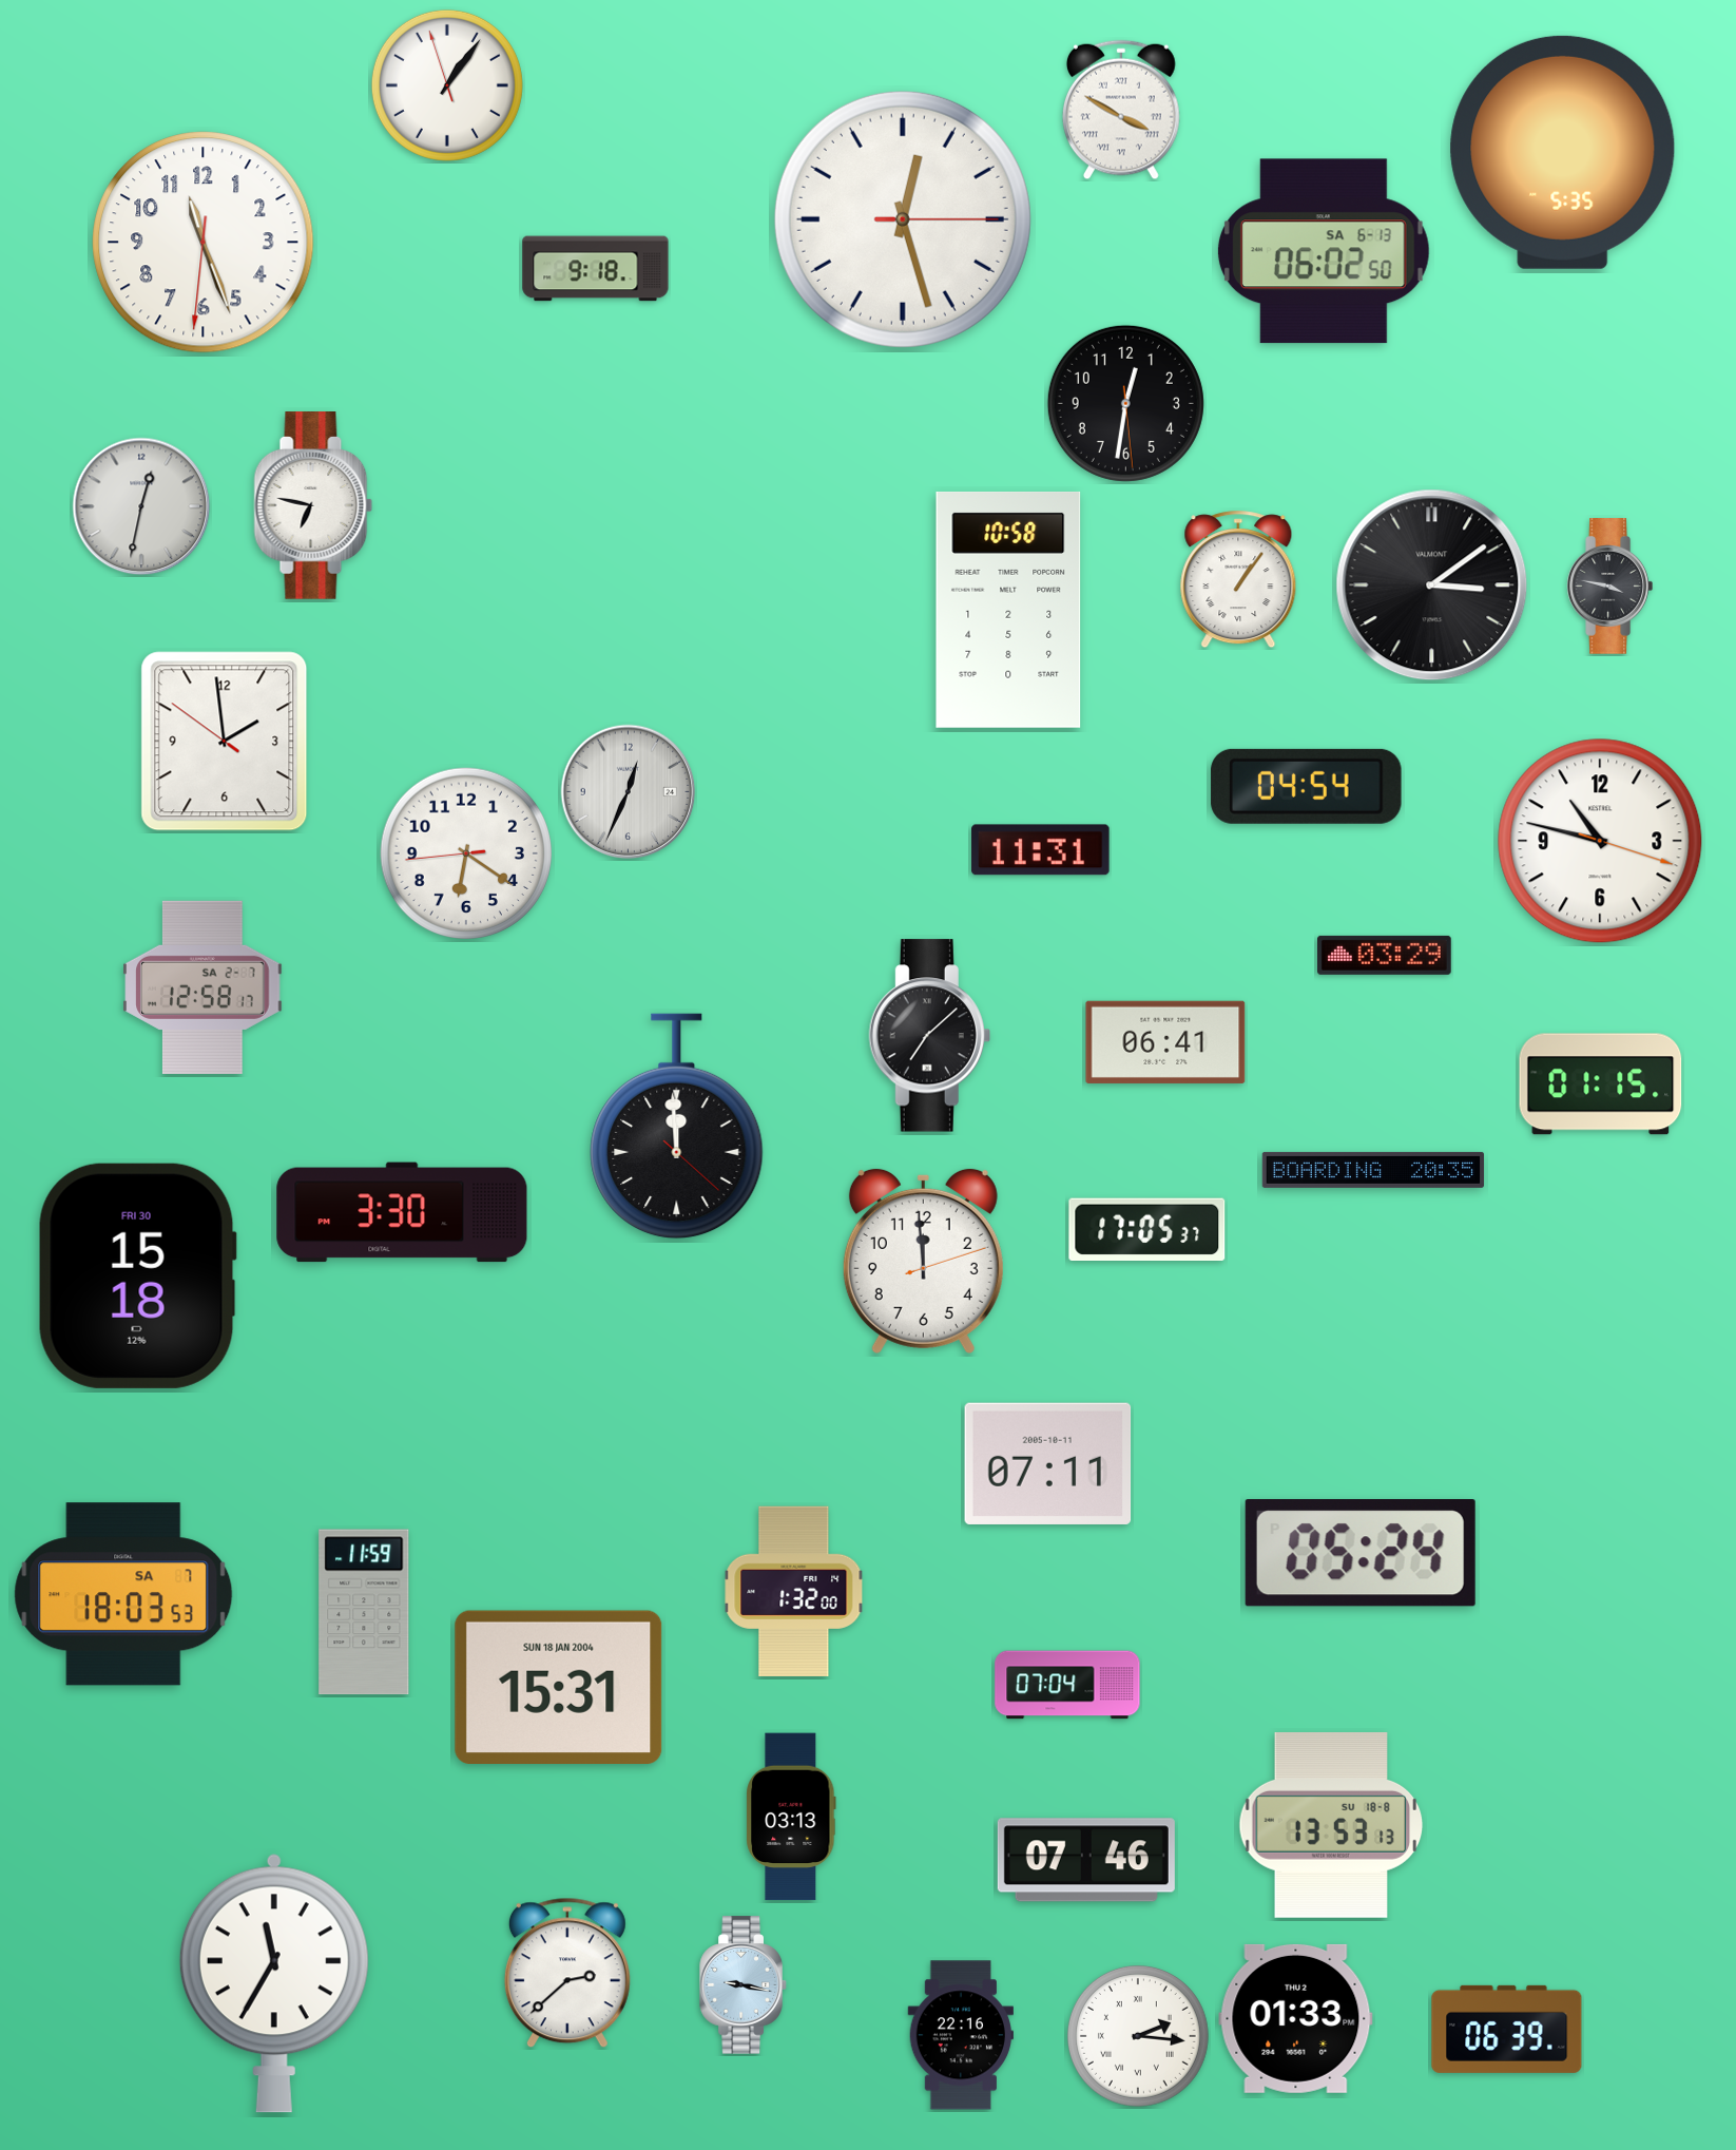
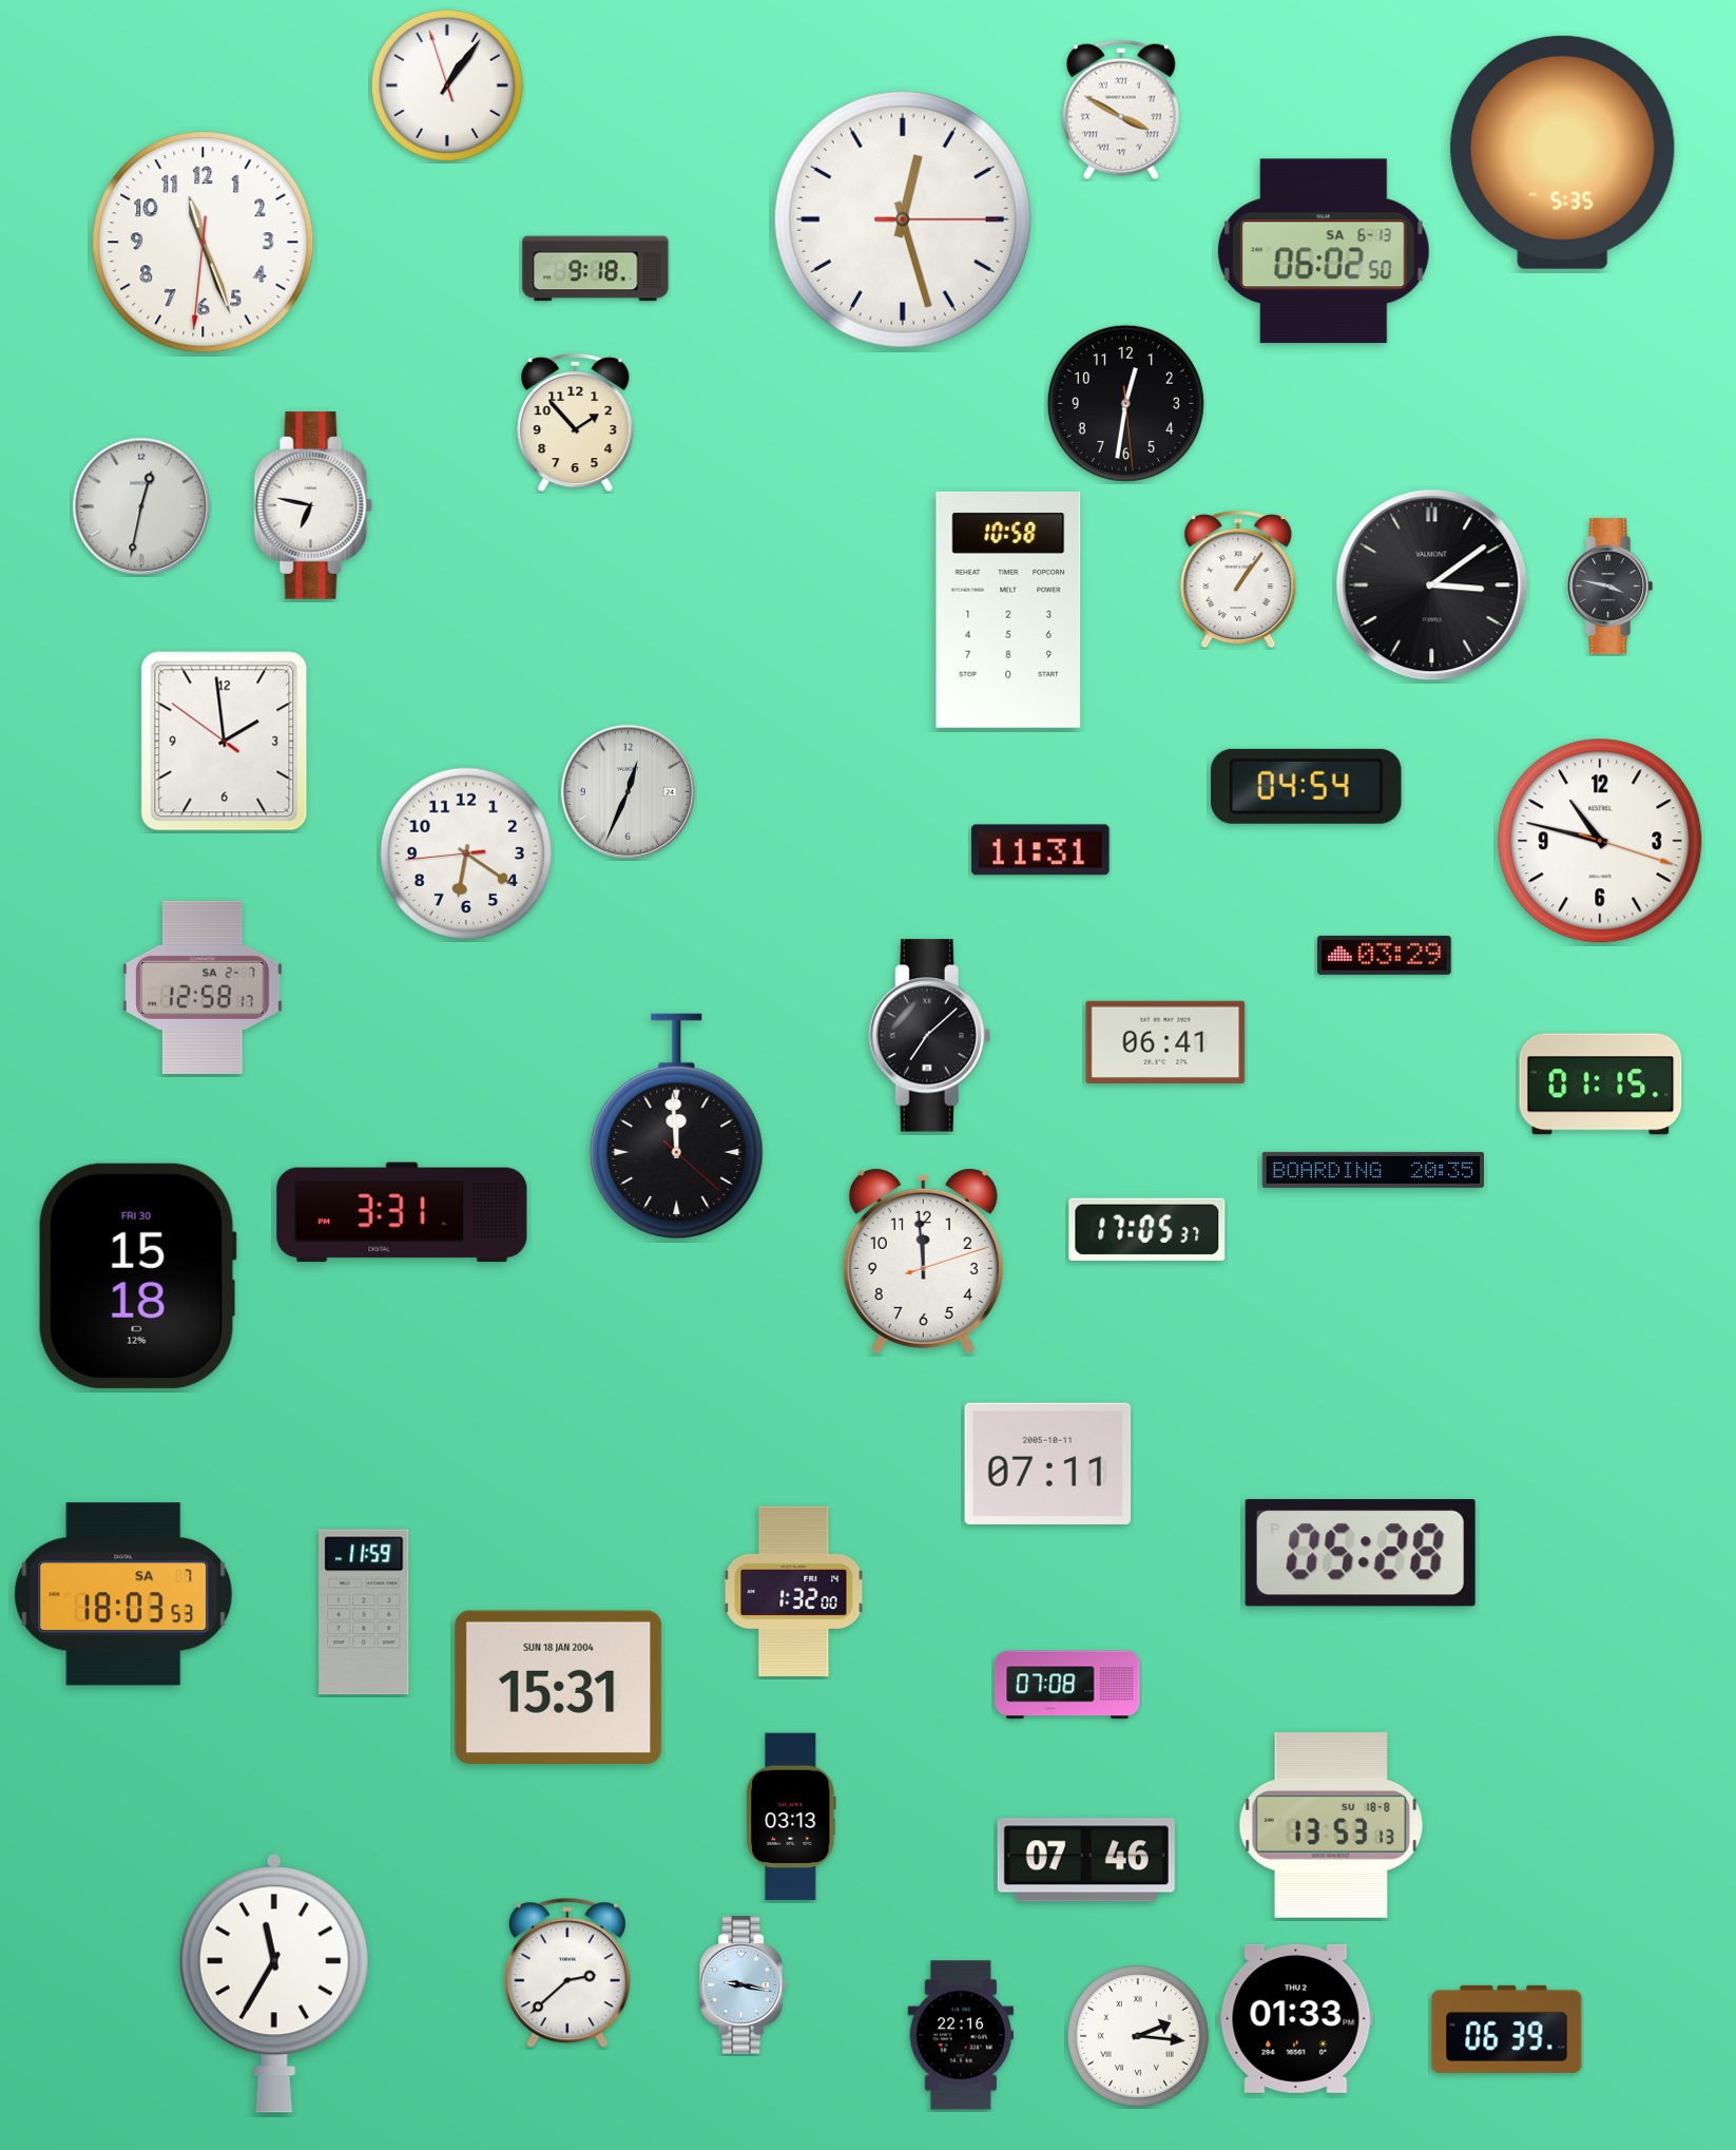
clock at (576, 423): none -> 1:53
clock at (402, 1212): 3:30 -> 3:31
clock at (1361, 1553): 05:24 -> 05:28
clock at (1067, 1685): 07:04 -> 07:08
